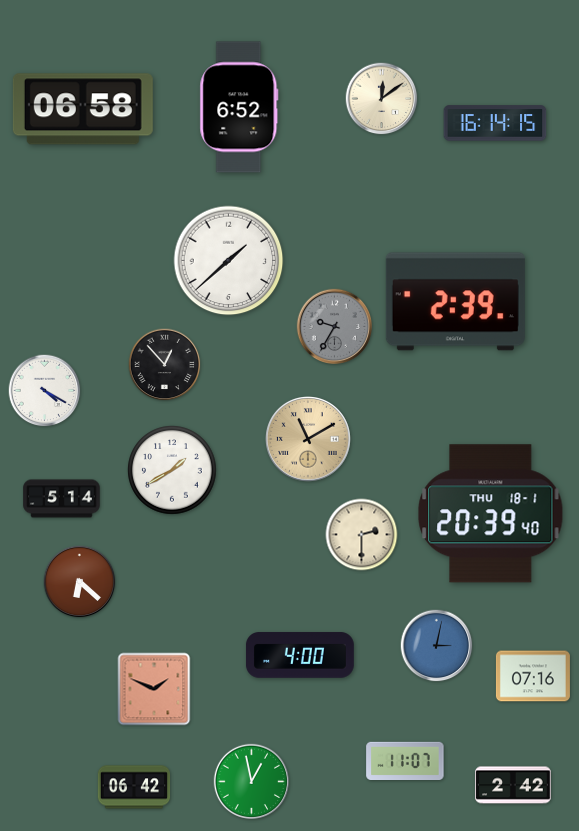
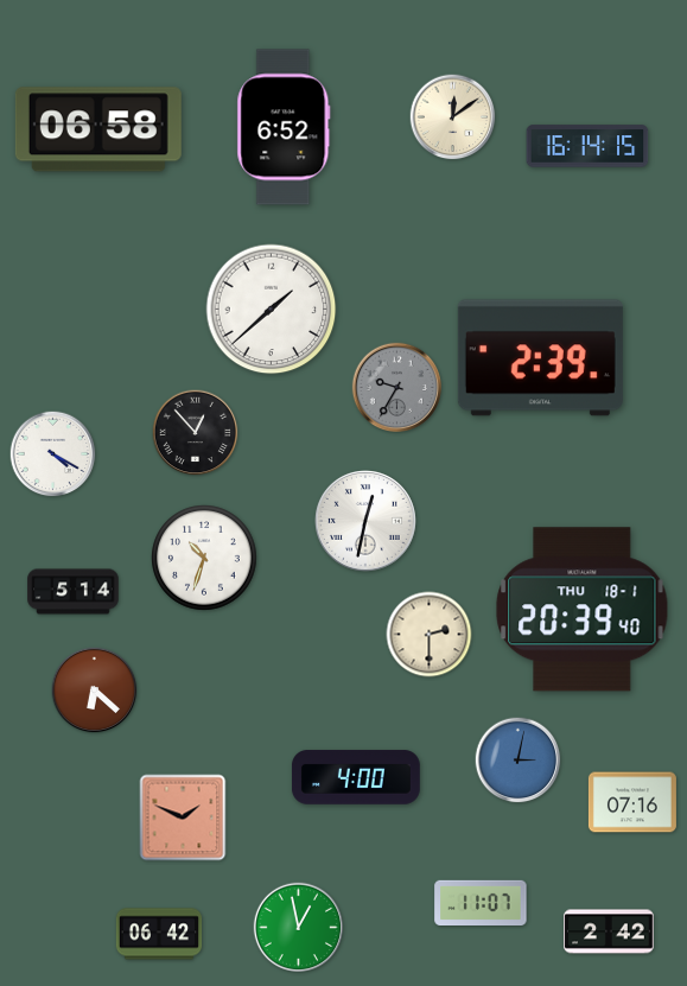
clock at (45, 391) position: (45, 391) -> (53, 454)
clock at (309, 440): 11:10 -> 12:32
clock at (309, 440) dial: champagne -> white
clock at (172, 470): 1:40 -> 10:33
clock at (437, 646) position: (437, 646) -> (519, 761)
